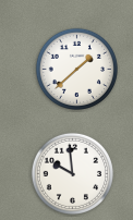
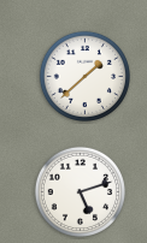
clock at (72, 173): 9:59 -> 5:12
